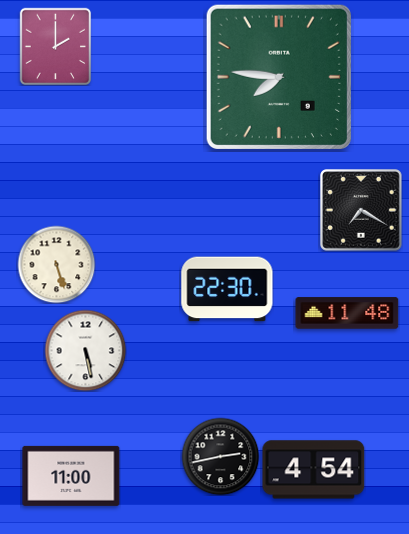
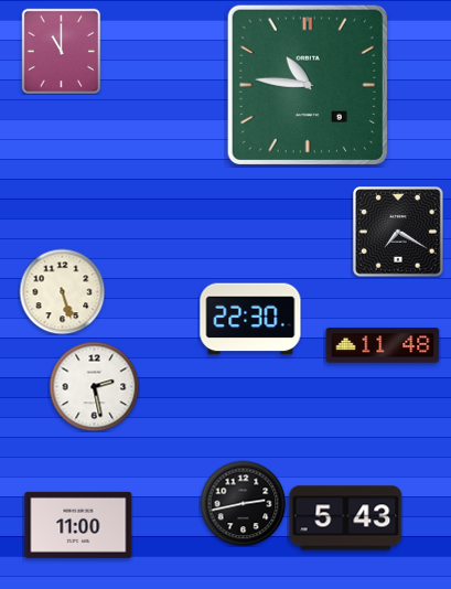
clock at (56, 46): 2:00 -> 11:00
clock at (279, 77): 7:46 -> 10:46
clock at (85, 350): 5:28 -> 2:28
clock at (314, 470): 4:54 -> 5:43
